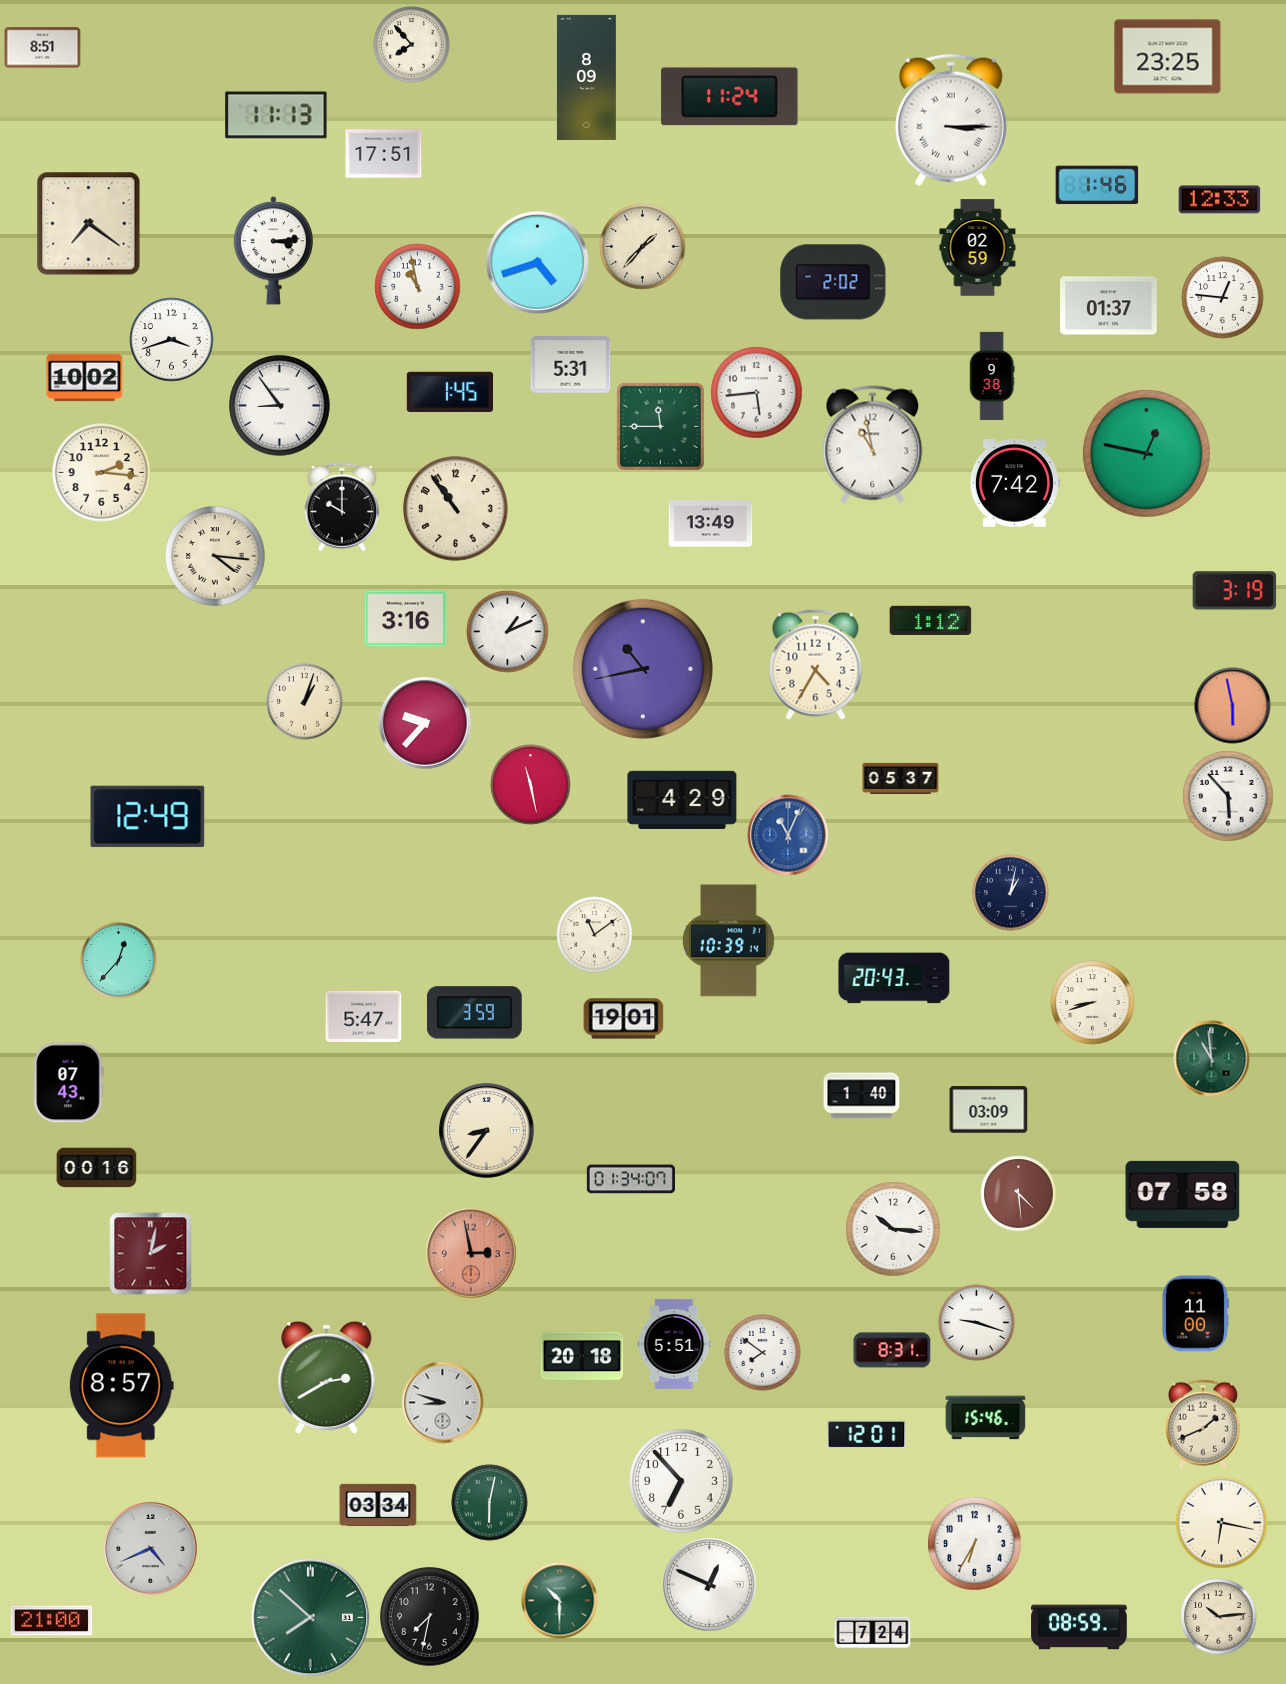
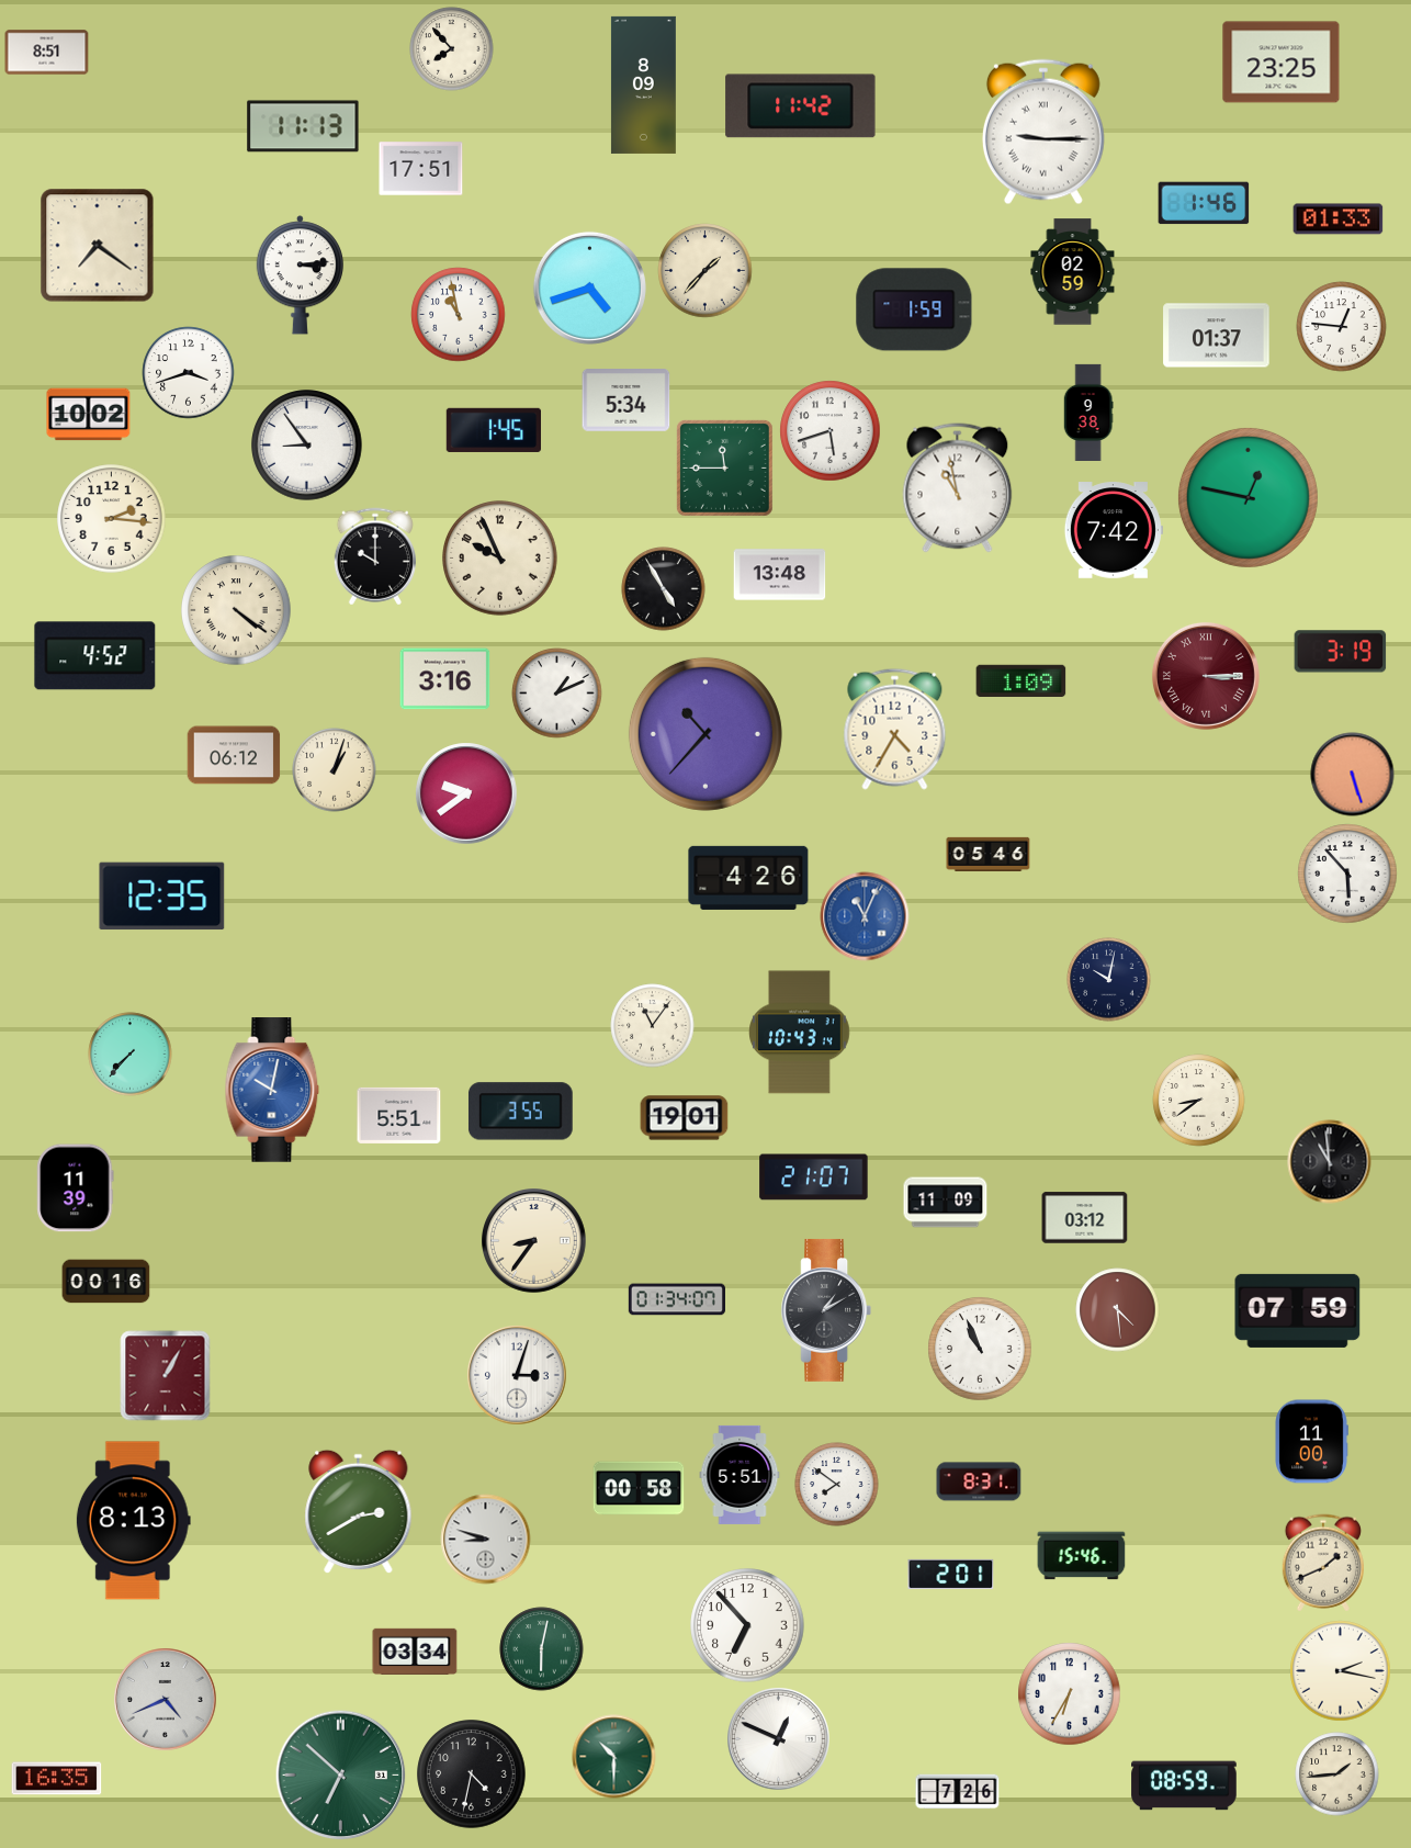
clock at (730, 97): 11:24 -> 11:42
clock at (951, 120): 3:15 -> 9:15
clock at (1220, 200): 12:33 -> 01:33
clock at (833, 282): 2:02 -> 1:59
clock at (571, 365): 5:31 -> 5:34
clock at (85, 378) position: (85, 378) -> (89, 415)
clock at (757, 393): 5:44 -> 5:42
clock at (1146, 453) position: (1146, 453) -> (1248, 497)
clock at (456, 509): 10:54 -> 9:56
clock at (711, 524): 13:49 -> 13:48
clock at (664, 589): none -> 4:55
clock at (215, 556): 4:16 -> 4:21
clock at (1235, 591) position: (1235, 591) -> (1341, 652)
clock at (95, 656): none -> 4:52
clock at (1206, 676): none -> 3:15
clock at (931, 620): 1:12 -> 1:09
clock at (643, 669): 10:43 -> 10:37
clock at (234, 755): none -> 06:12
clock at (1233, 706): 5:58 -> 5:27
clock at (425, 723): 9:37 -> 9:39
clock at (901, 778): 05:37 -> 05:46
clock at (531, 785): 11:28 -> none
clock at (682, 800): 4:29 -> 4:26
clock at (148, 817): 12:49 -> 12:35
clock at (1011, 893): 1:02 -> 10:02
clock at (595, 935): 11:09 -> 11:06
clock at (729, 941): 10:39 -> 10:43
clock at (119, 961): 12:37 -> 7:37
clock at (894, 978): 20:43 -> none
clock at (272, 1090): none -> 10:02
clock at (1093, 1003): 8:42 -> 8:39
clock at (474, 1013): 3:59 -> 3:55
clock at (364, 1016): 5:47 -> 5:51
clock at (1212, 1059) dial: green -> black
clock at (814, 1177): none -> 21:07
clock at (69, 1083): 07:43 -> 11:39
clock at (862, 1096): 1:40 -> 11:09
clock at (989, 1110): 03:09 -> 03:12
clock at (631, 1179) position: (631, 1179) -> (677, 1299)
clock at (826, 1310): none -> 1:10
clock at (1183, 1194): 07:58 -> 07:59
clock at (893, 1229): 10:16 -> 10:56
clock at (471, 1253): 2:58 -> 3:03
clock at (471, 1253) dial: salmon -> white
clock at (151, 1254): 2:02 -> 1:05
clock at (977, 1323): 9:18 -> none
clock at (582, 1356): 20:18 -> 00:58
clock at (121, 1386): 8:57 -> 8:13
clock at (1203, 1424) position: (1203, 1424) -> (1323, 1563)
clock at (867, 1434): 12:01 -> 2:01
clock at (490, 1503) position: (490, 1503) -> (542, 1649)
clock at (1222, 1523): 6:17 -> 2:17
clock at (430, 1617): 7:32 -> 4:32
clock at (1219, 1617): 10:14 -> 1:44
clock at (311, 1618): 7:52 -> 6:52
clock at (52, 1621): 21:00 -> 16:35
clock at (873, 1633): 7:24 -> 7:26
